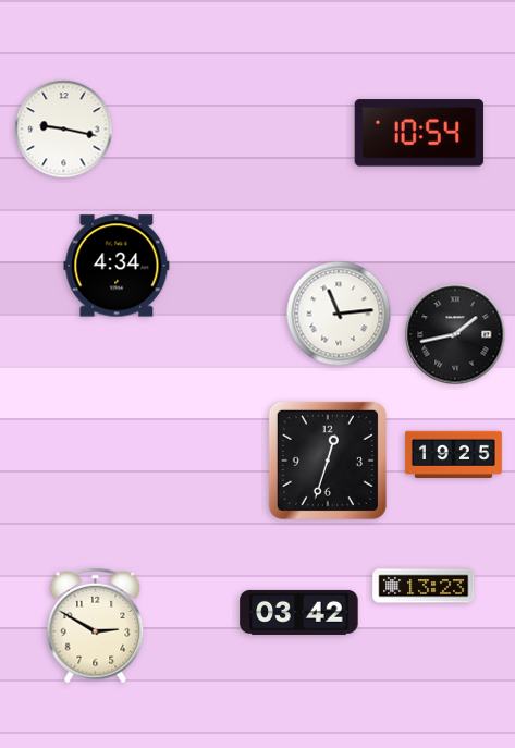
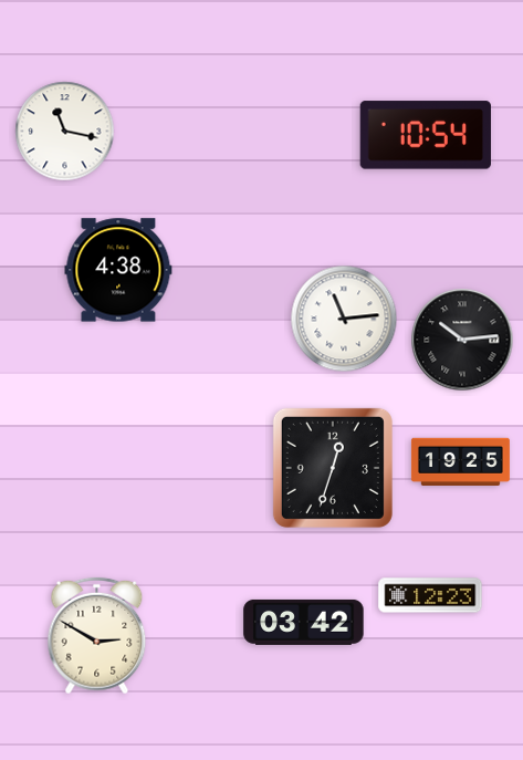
clock at (64, 130): 9:17 -> 11:17
clock at (117, 266): 4:34 -> 4:38
clock at (455, 334): 1:43 -> 10:14
clock at (424, 586): 13:23 -> 12:23
